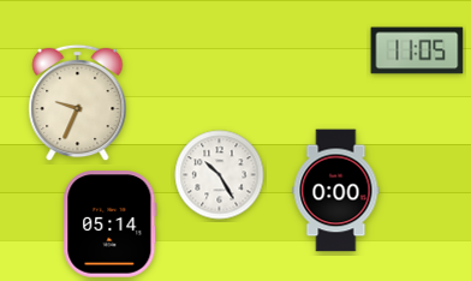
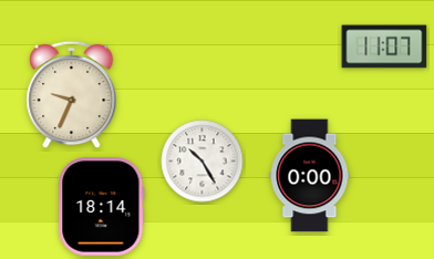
clock at (417, 50): 11:05 -> 11:07
clock at (111, 225): 05:14 -> 18:14
